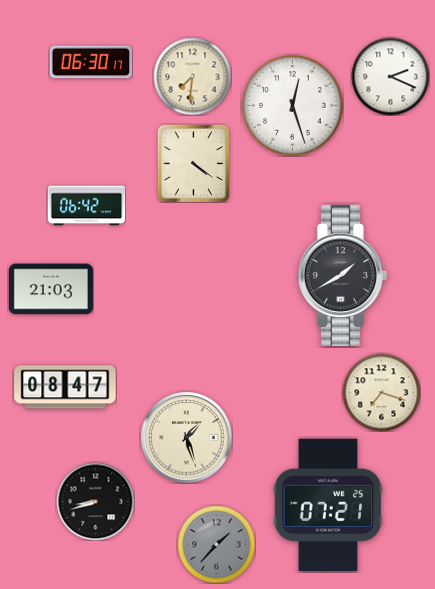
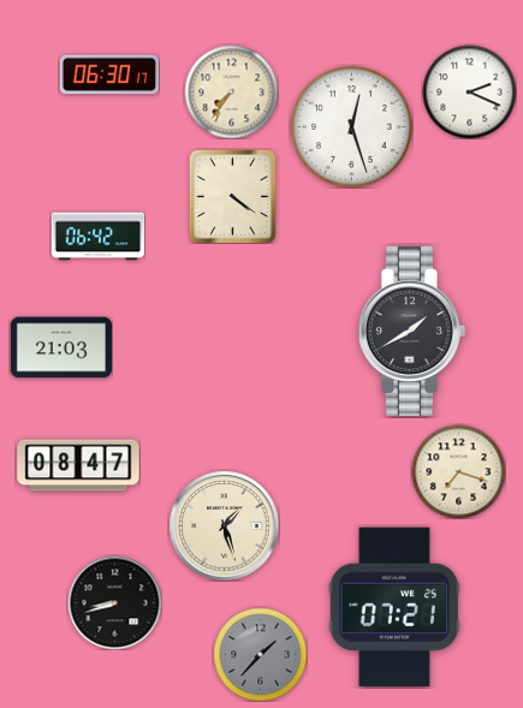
clock at (192, 76): 7:31 -> 7:36
clock at (86, 206) position: (86, 206) -> (97, 237)
